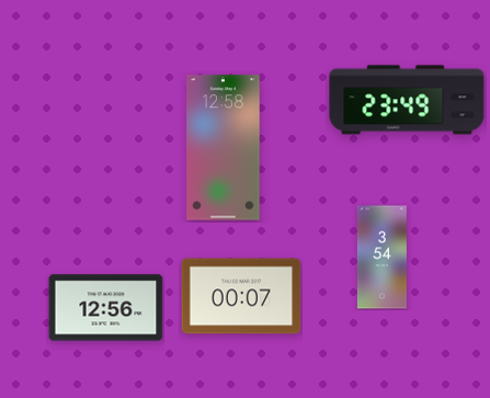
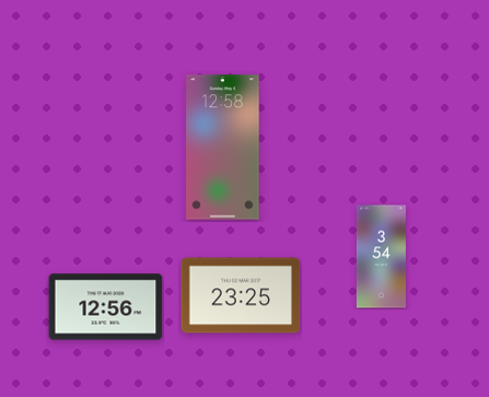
clock at (407, 100): 23:49 -> none
clock at (241, 296): 00:07 -> 23:25
